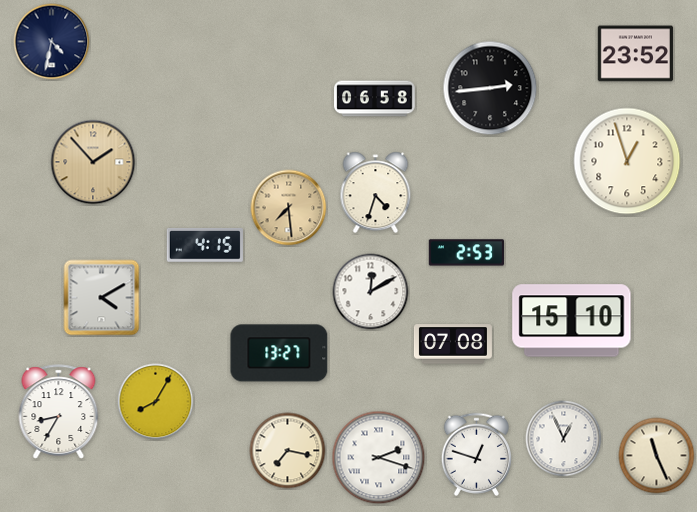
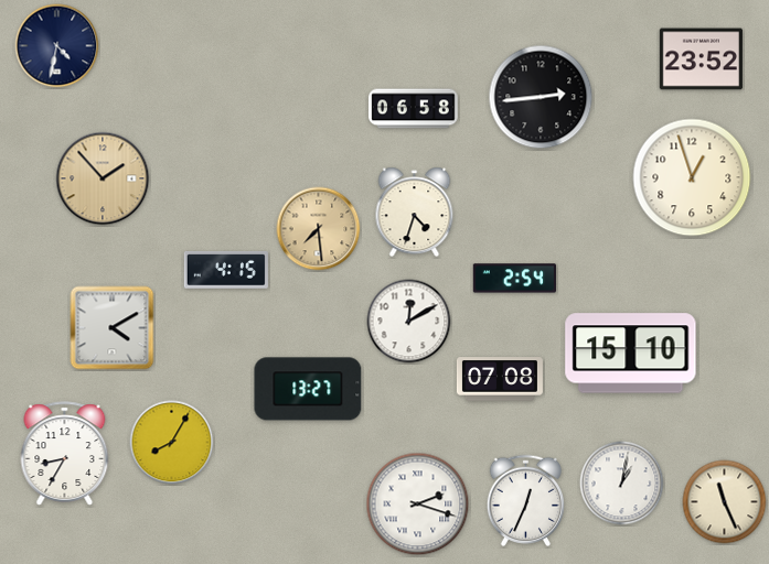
clock at (466, 253): 2:53 -> 2:54
clock at (564, 439): 12:56 -> 1:02
clock at (288, 451): 7:17 -> none
clock at (476, 454): 12:48 -> 12:34
